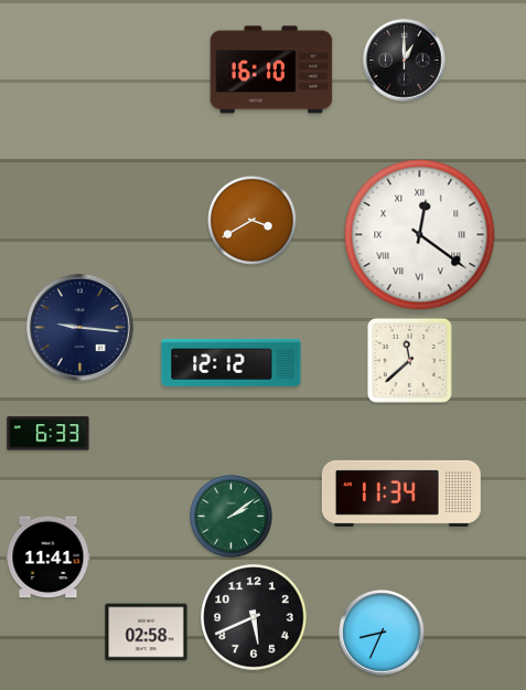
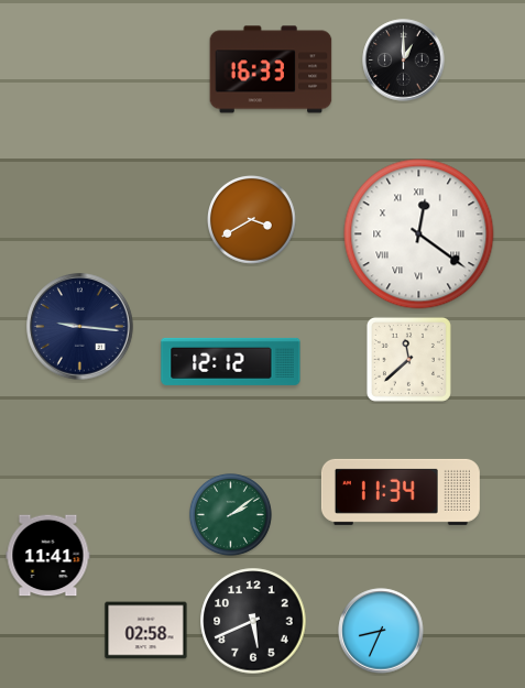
clock at (271, 70): 16:10 -> 16:33
clock at (49, 434): 6:33 -> none
clock at (254, 617) position: (254, 617) -> (253, 621)
